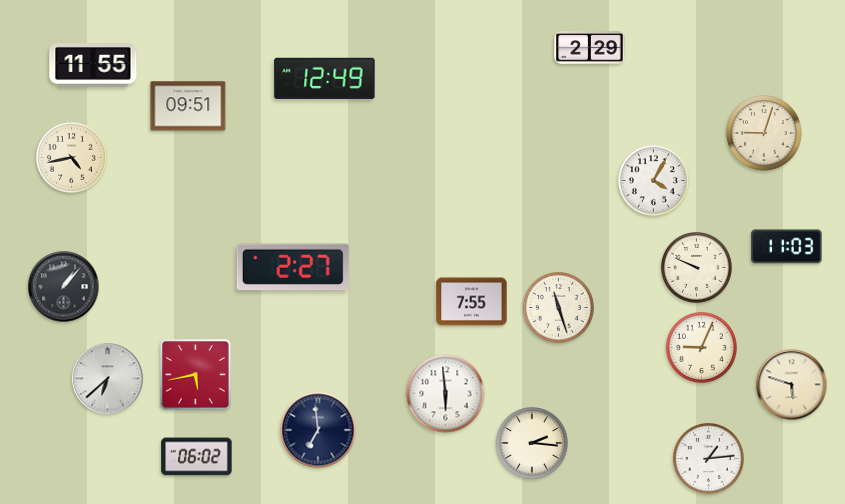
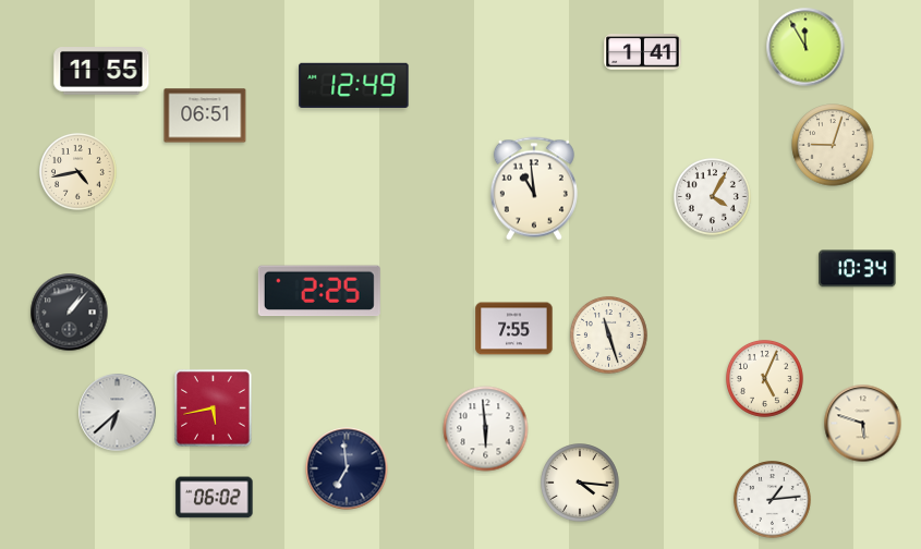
clock at (805, 47): none -> 11:55
clock at (590, 48): 2:29 -> 1:41
clock at (188, 106): 09:51 -> 06:51
clock at (534, 188): none -> 10:59
clock at (787, 247): 11:03 -> 10:34
clock at (293, 267): 2:27 -> 2:25
clock at (696, 267): 9:49 -> none
clock at (701, 347): 9:04 -> 5:04
clock at (792, 385) position: (792, 385) -> (863, 424)
clock at (533, 444): 2:16 -> 4:16
